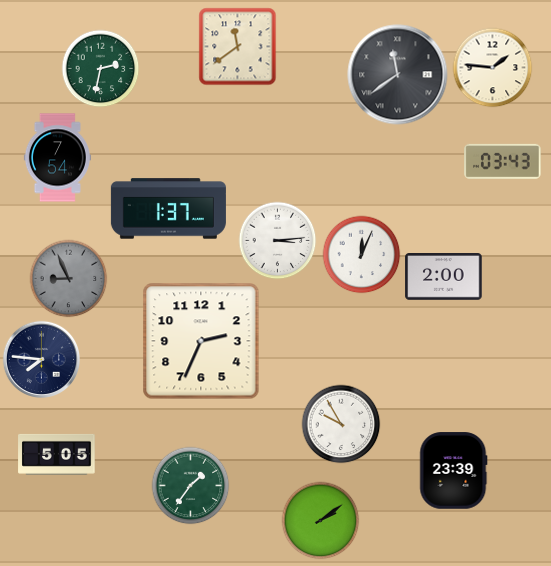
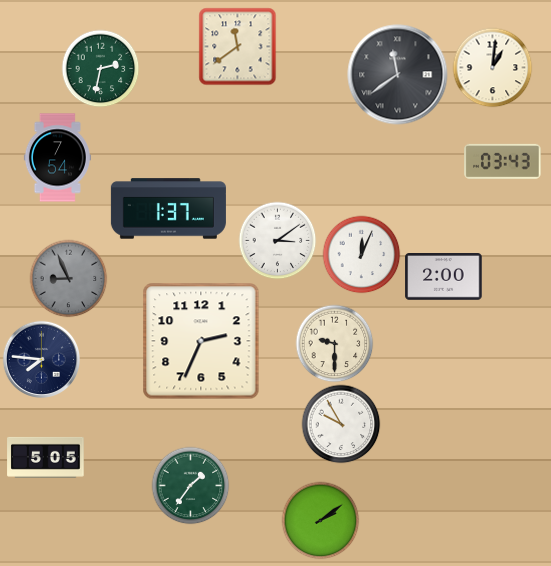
clock at (492, 67): 1:46 -> 1:01
clock at (277, 240): 3:14 -> 3:09
clock at (334, 343): none -> 9:30
clock at (57, 454) position: (57, 454) -> (46, 457)
clock at (454, 471): 23:39 -> none
